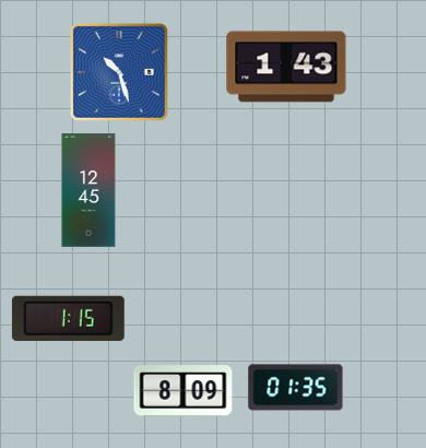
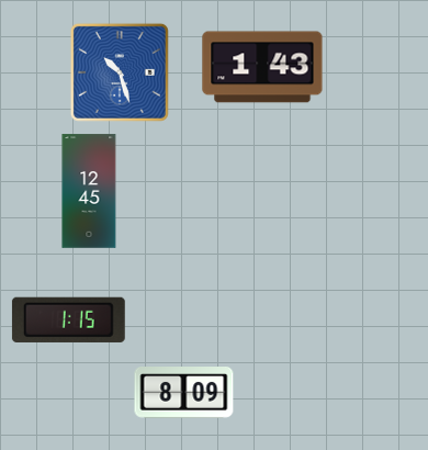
clock at (286, 67) position: (286, 67) -> (262, 67)
clock at (296, 388): 01:35 -> none
